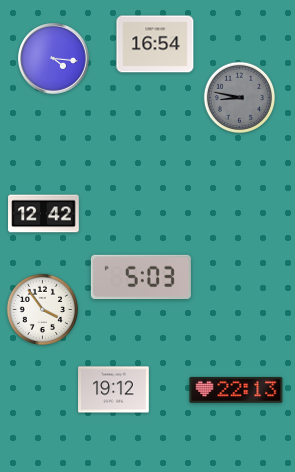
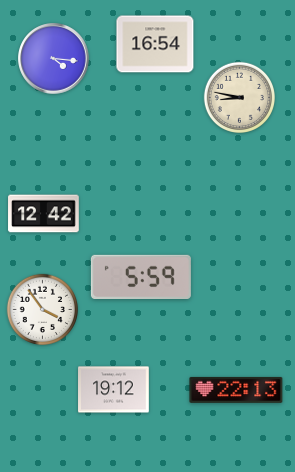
clock at (239, 97) dial: grey -> cream
clock at (141, 276): 5:03 -> 5:59
